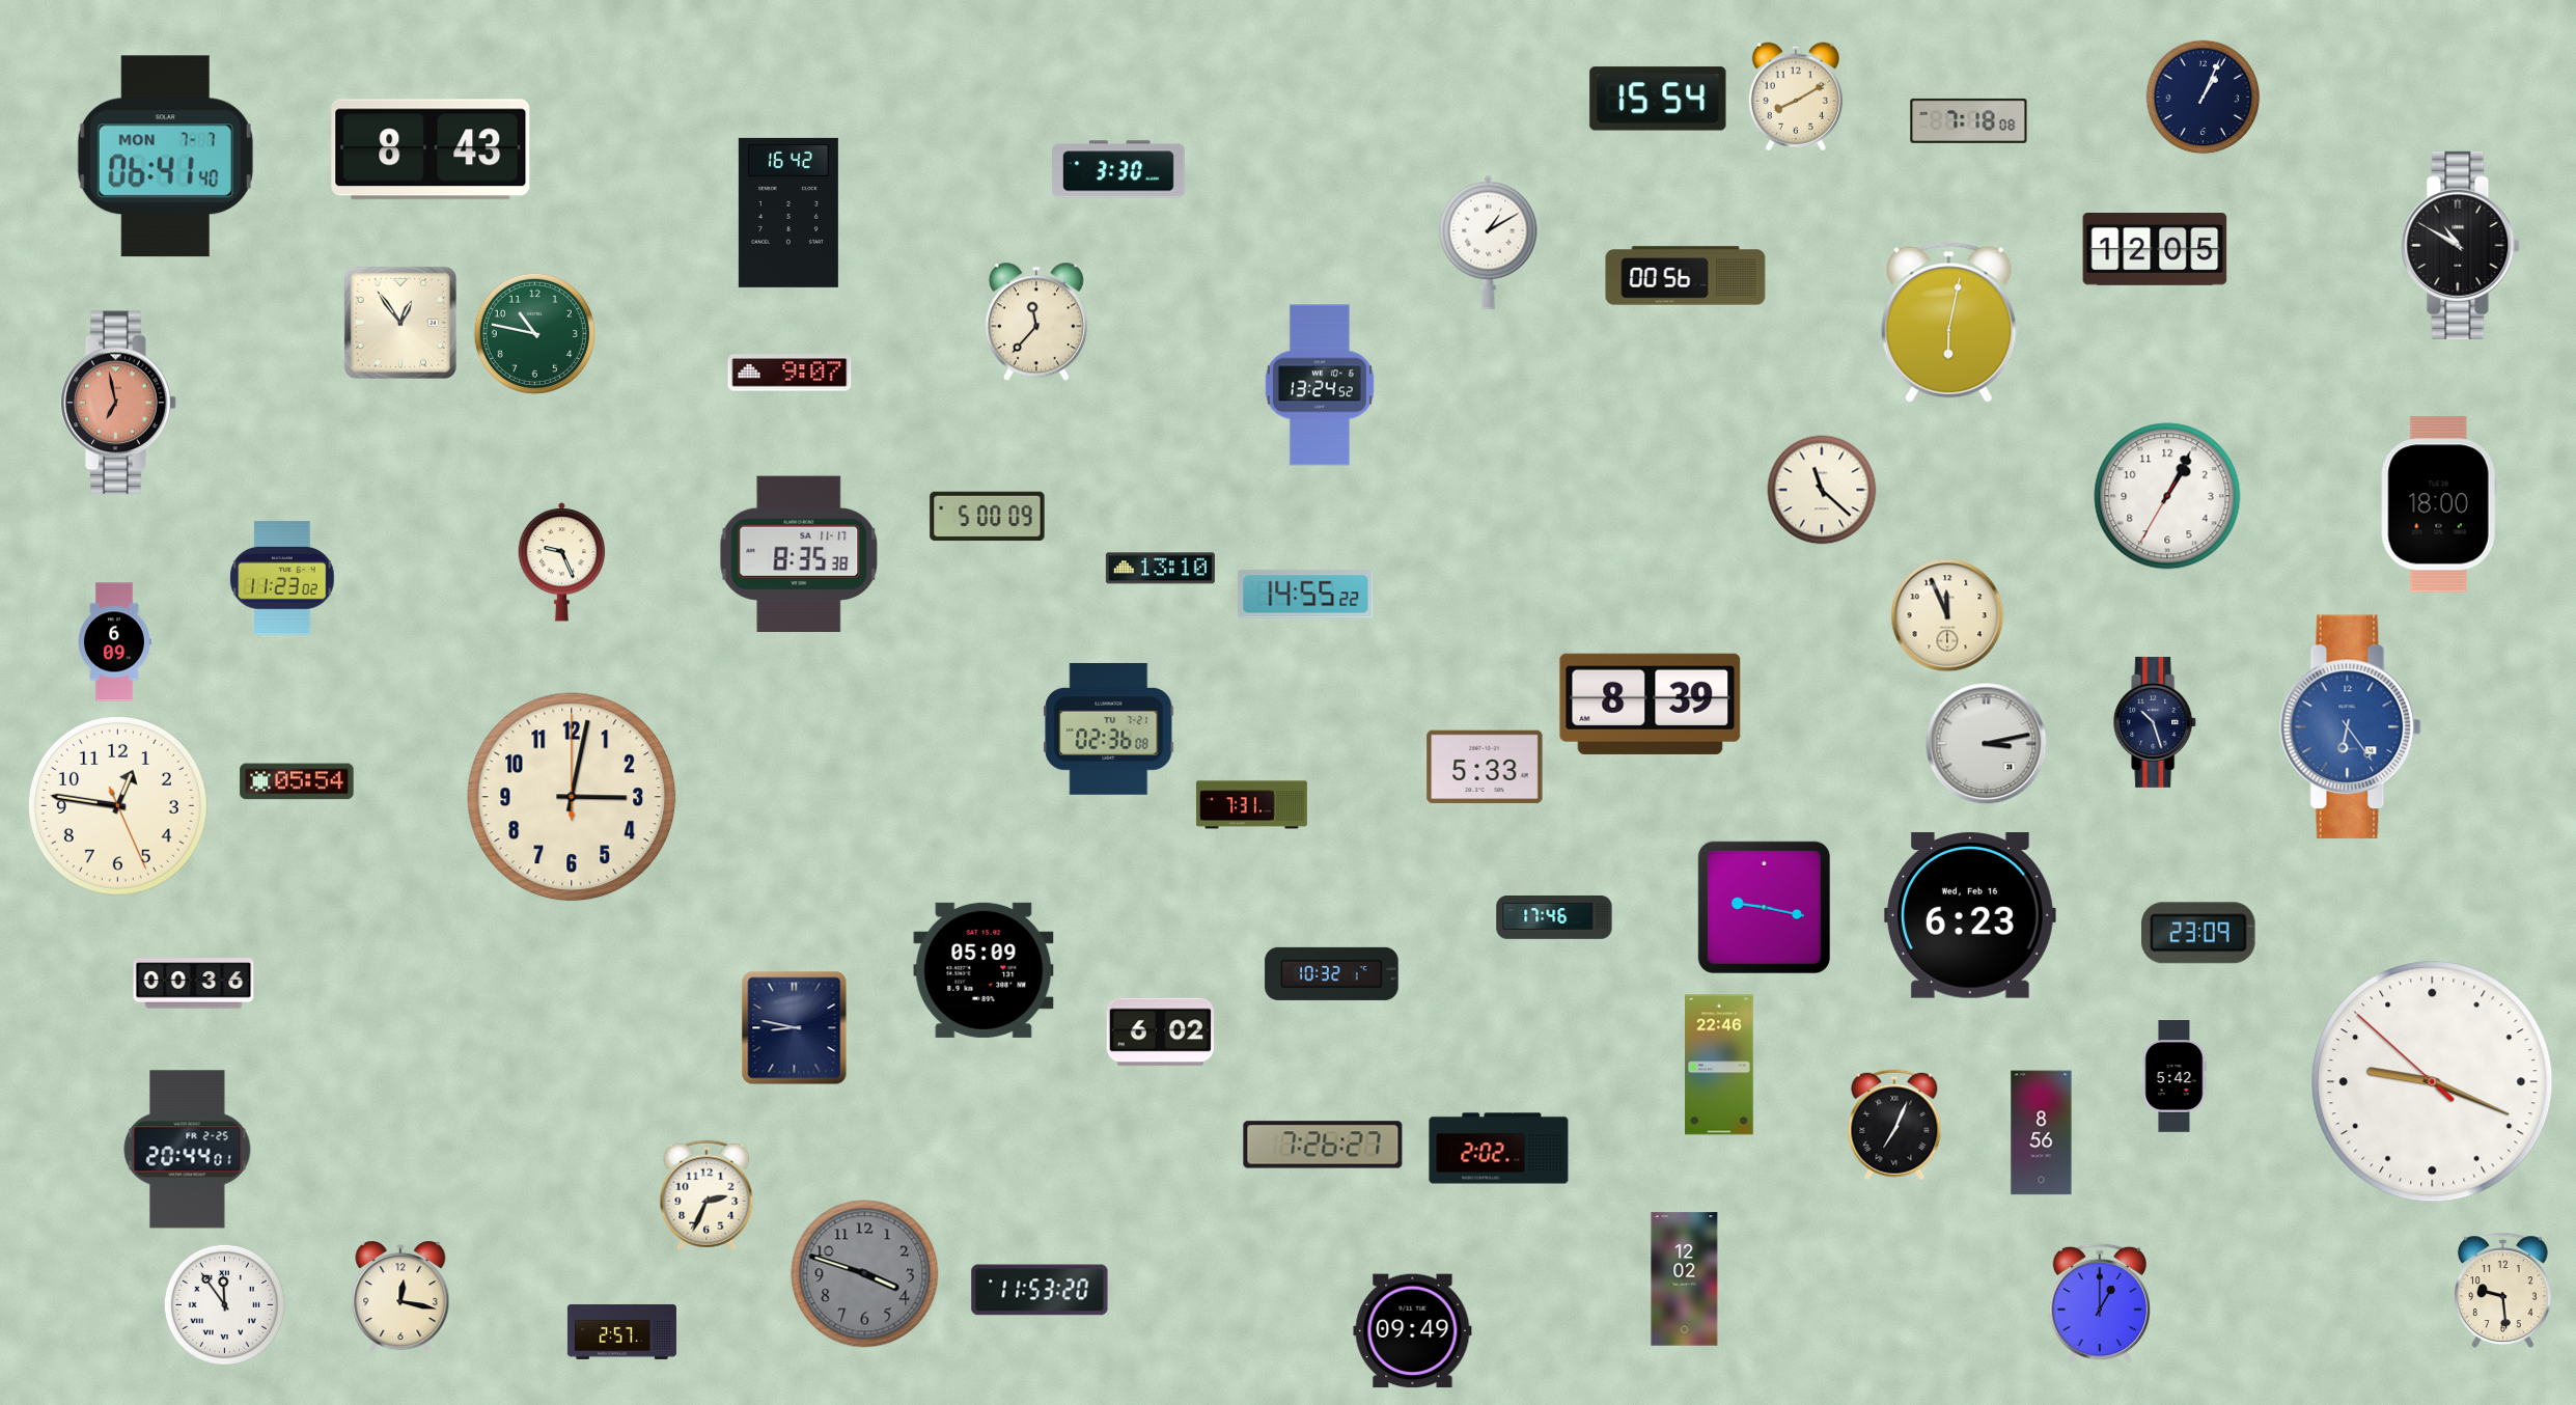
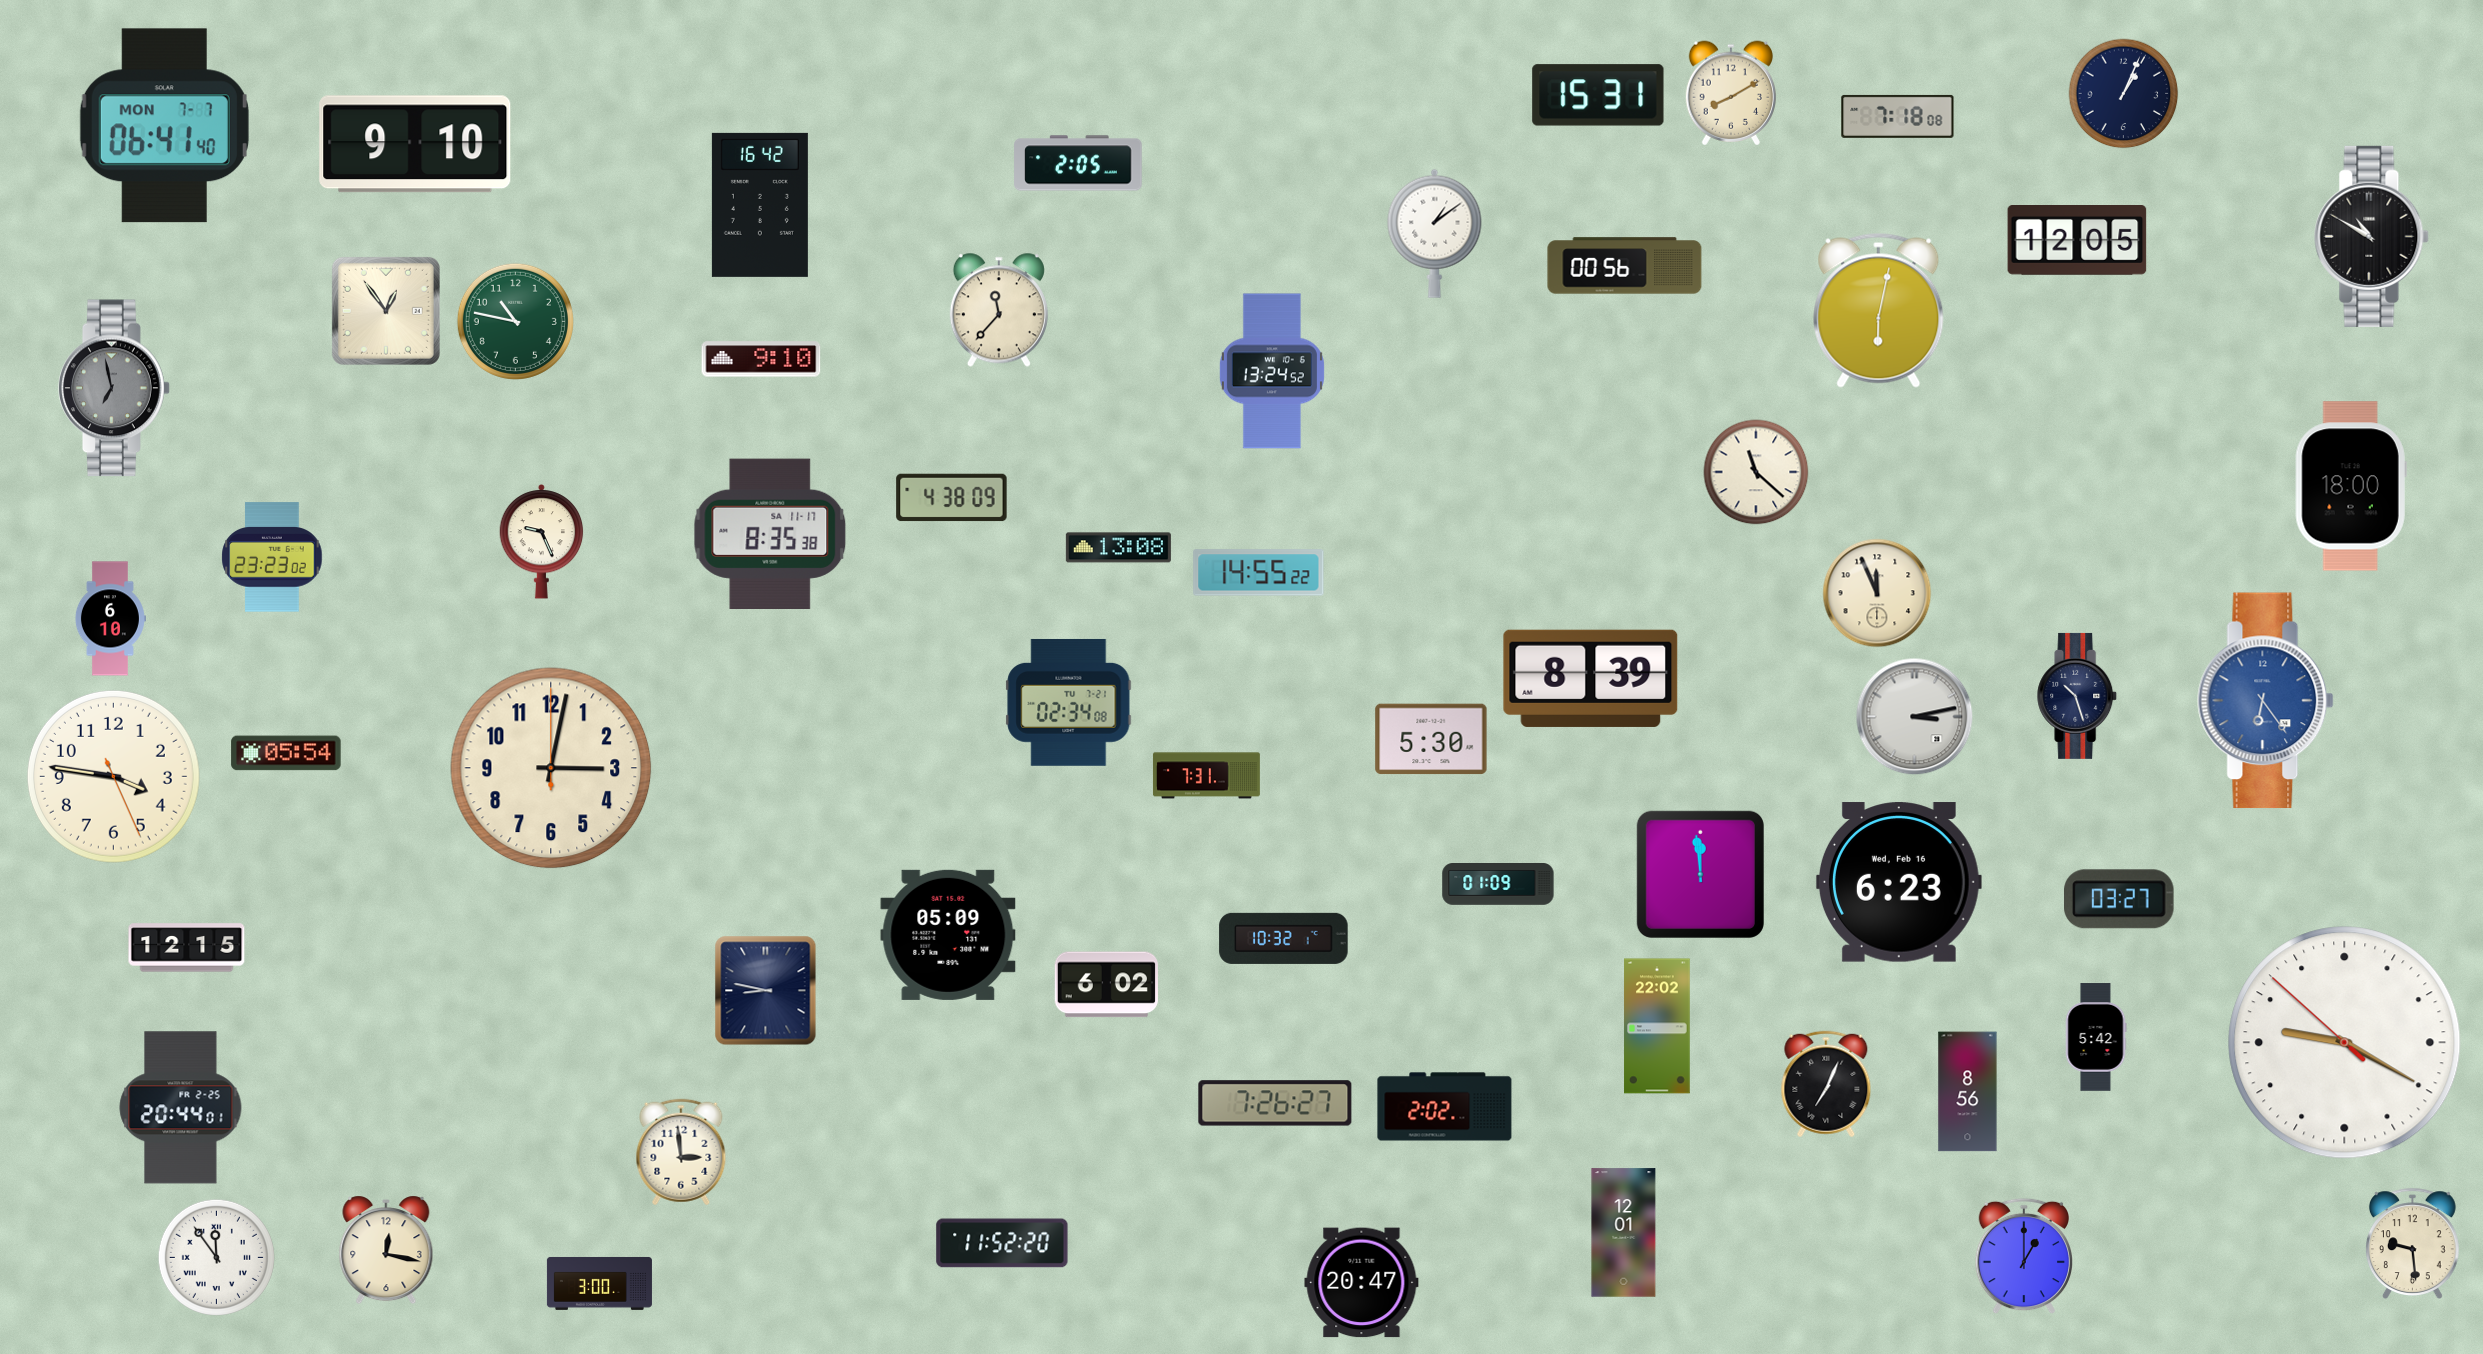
clock at (1658, 99): 15:54 -> 15:31
clock at (431, 149): 8:43 -> 9:10
clock at (165, 157) position: (165, 157) -> (164, 126)
clock at (1118, 169): 3:30 -> 2:05
clock at (1489, 242): 1:10 -> 1:09
clock at (790, 373): 9:07 -> 9:10
clock at (118, 403) dial: salmon -> grey
clock at (2167, 496): 1:04 -> none
clock at (988, 517): 5:00 -> 4:38
clock at (1160, 569): 13:10 -> 13:08
clock at (282, 578): 11:23 -> 23:23
clock at (114, 642): 6:09 -> 6:10
clock at (1109, 728): 02:36 -> 02:34
clock at (1485, 767): 5:33 -> 5:30
clock at (117, 805): 12:46 -> 3:46
clock at (1764, 907): 9:17 -> 11:59
clock at (1554, 917): 17:46 -> 01:09
clock at (2199, 933): 23:09 -> 03:27
clock at (194, 984): 00:36 -> 12:15
clock at (1160, 1032) position: (1160, 1032) -> (1106, 985)
clock at (1719, 1065): 22:46 -> 22:02
clock at (2433, 1082): 9:18 -> 9:19
clock at (707, 1195): 2:34 -> 2:59
clock at (865, 1274): 3:48 -> none
clock at (1685, 1279): 12:02 -> 12:01
clock at (1040, 1290): 11:53 -> 11:52
clock at (621, 1331): 2:57 -> 3:00
clock at (1413, 1331): 09:49 -> 20:47
